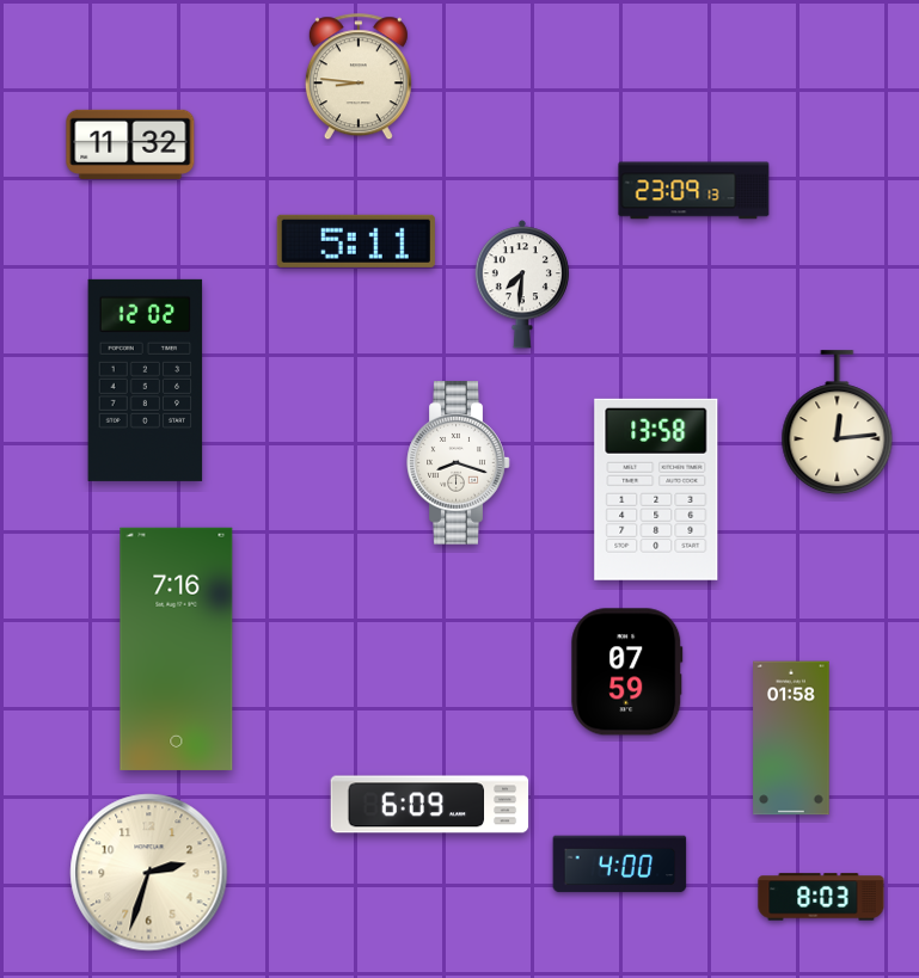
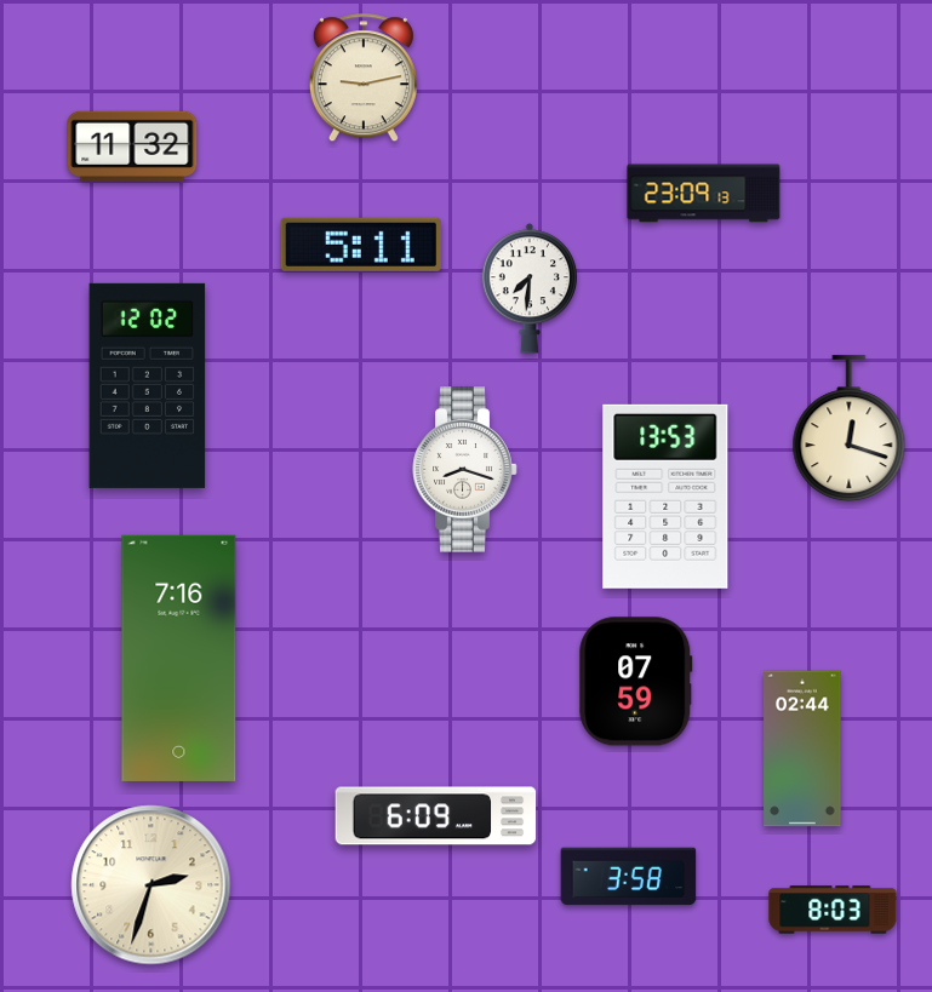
clock at (359, 78): 8:46 -> 9:13
clock at (838, 423): 12:14 -> 12:18
clock at (656, 490): 13:58 -> 13:53
clock at (791, 738): 01:58 -> 02:44
clock at (620, 865): 4:00 -> 3:58
